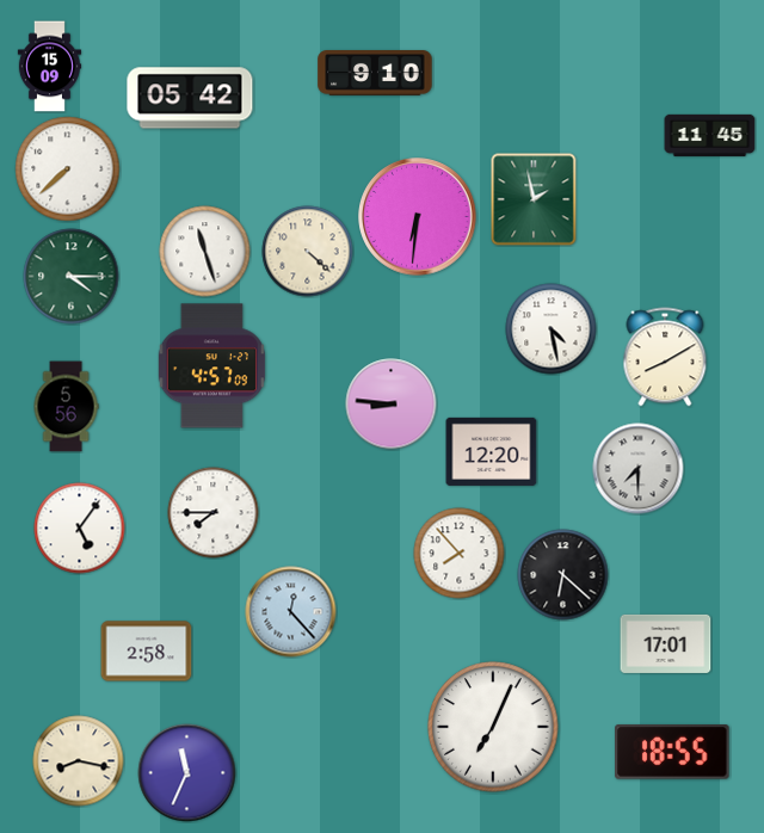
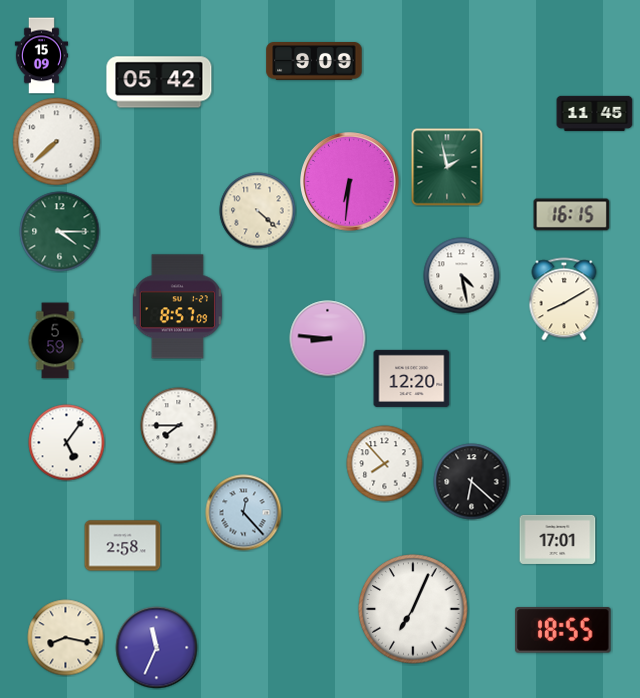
clock at (375, 74): 9:10 -> 9:09
clock at (205, 252): 11:27 -> none
clock at (572, 215): none -> 16:15
clock at (665, 357) position: (665, 357) -> (564, 299)
clock at (211, 366): 4:57 -> 8:57
clock at (66, 407): 5:56 -> 5:59
clock at (639, 469): 7:30 -> none
clock at (214, 513) position: (214, 513) -> (179, 426)
